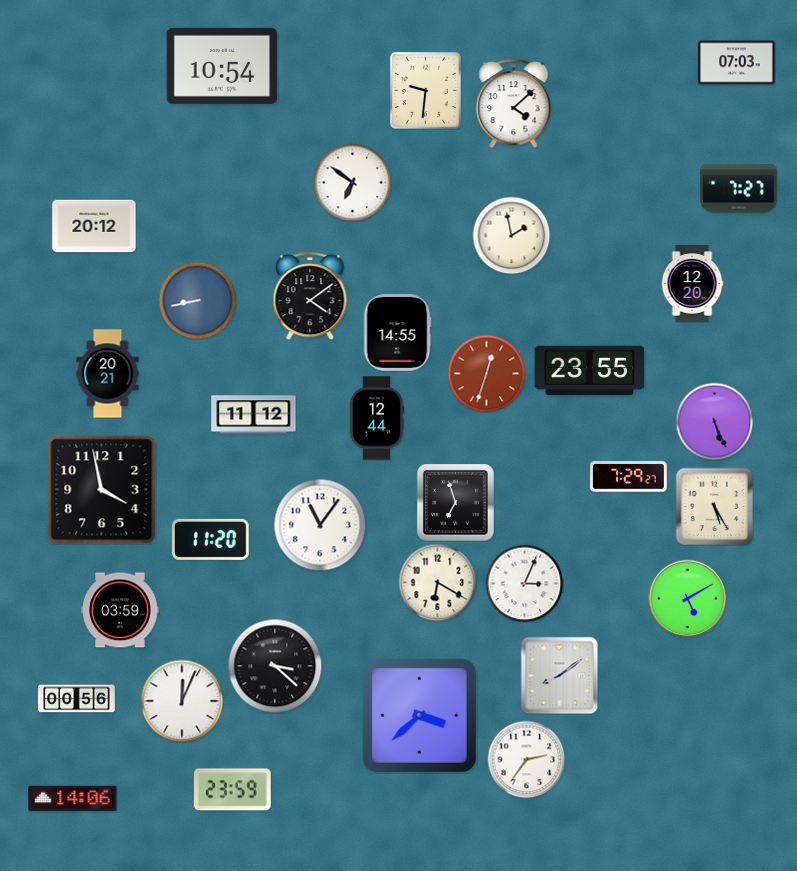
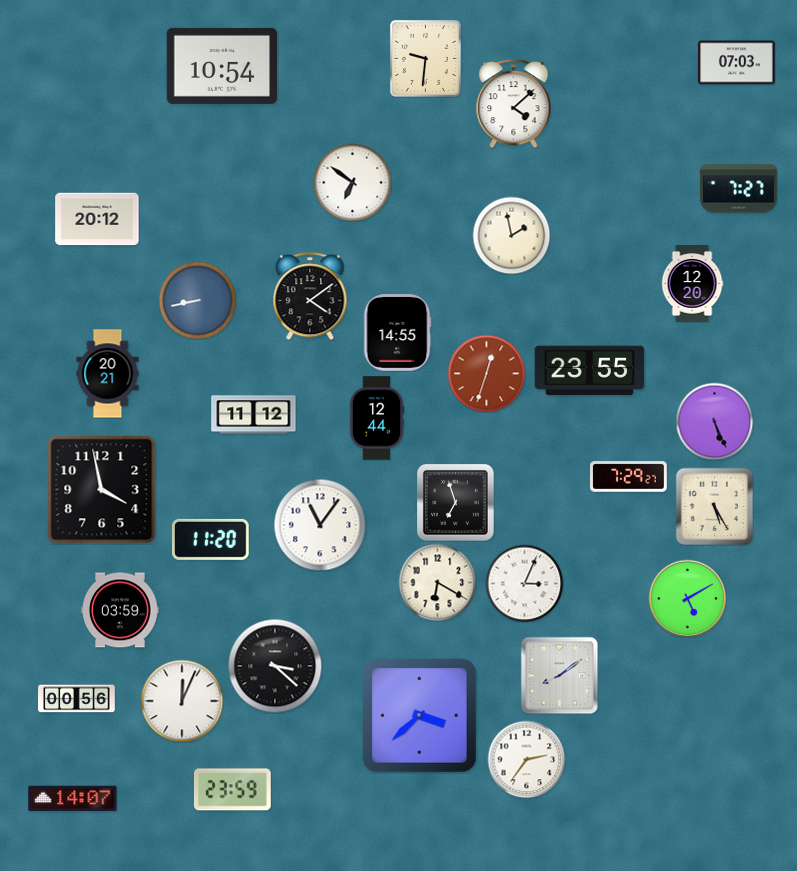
clock at (425, 90) position: (425, 90) -> (425, 58)
clock at (94, 226) position: (94, 226) -> (97, 219)
clock at (73, 799): 14:06 -> 14:07
